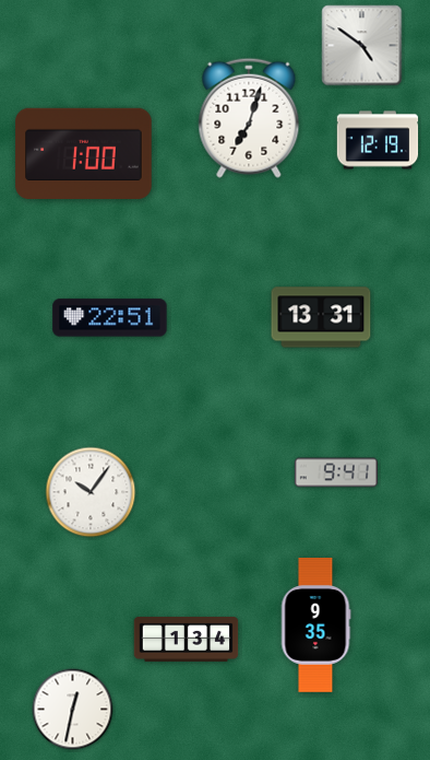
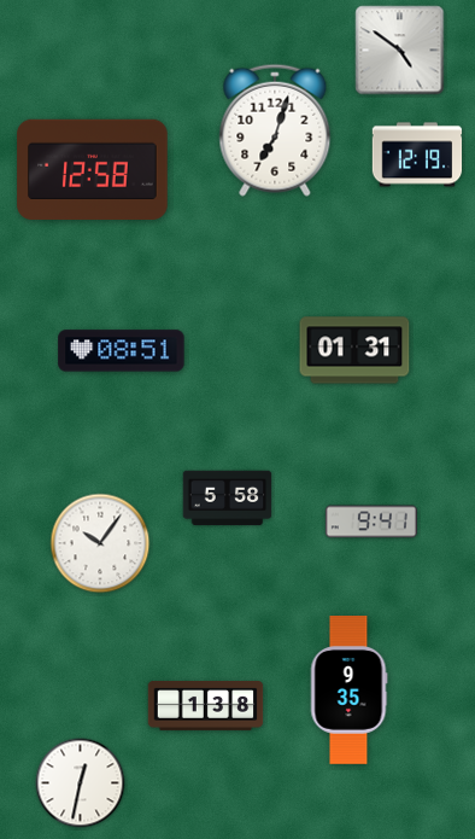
clock at (84, 153): 1:00 -> 12:58
clock at (321, 317): 13:31 -> 01:31
clock at (110, 318): 22:51 -> 08:51
clock at (228, 499): none -> 5:58
clock at (187, 640): 1:34 -> 1:38
